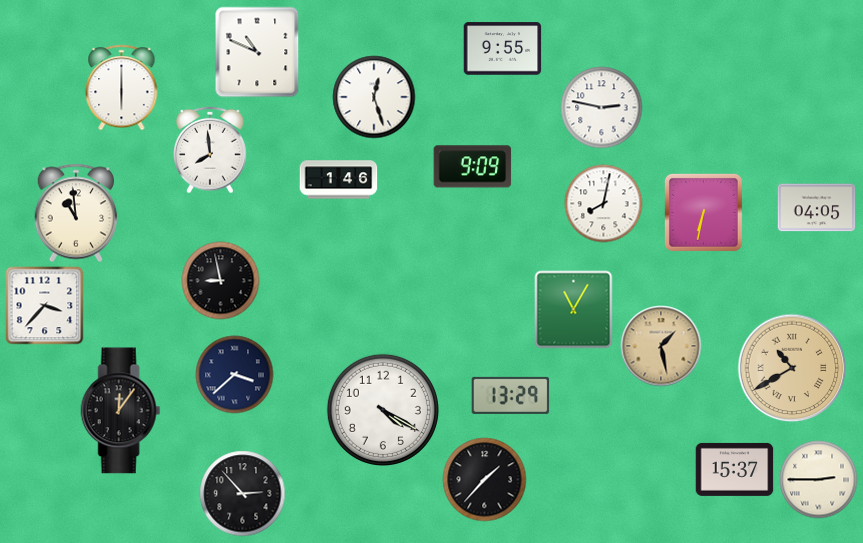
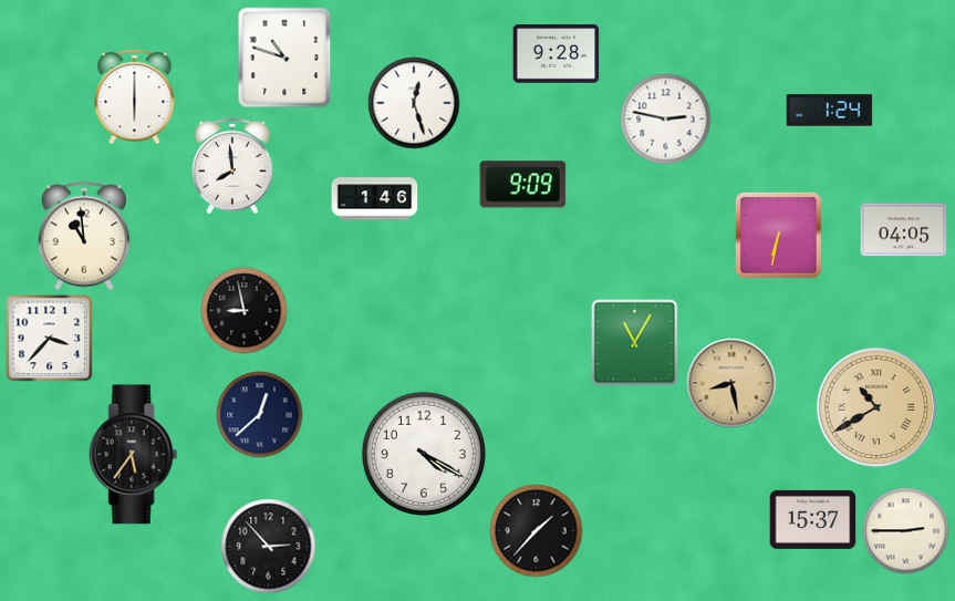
clock at (502, 49): 9:55 -> 9:28
clock at (257, 52): 10:49 -> 10:48
clock at (374, 97) position: (374, 97) -> (414, 103)
clock at (829, 111): none -> 1:24
clock at (603, 203): 8:02 -> none
clock at (661, 346): 1:28 -> 8:28
clock at (234, 374): 3:38 -> 12:38
clock at (510, 395): 13:29 -> none
clock at (121, 411): 12:06 -> 5:36
